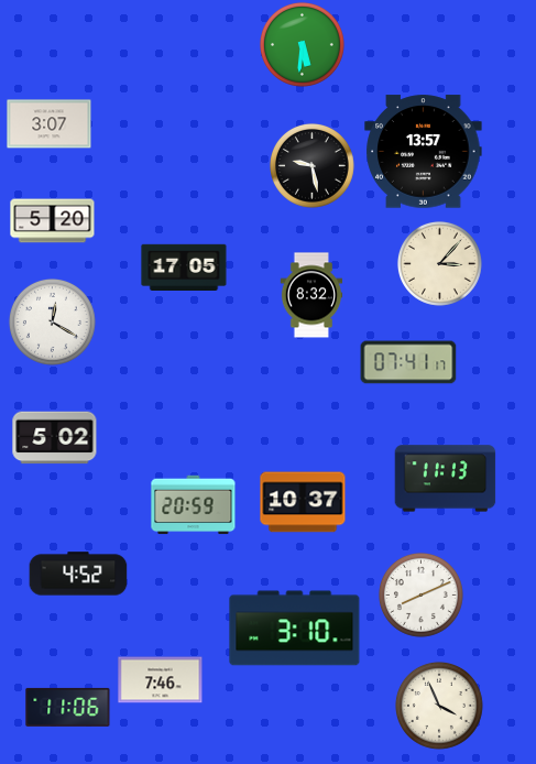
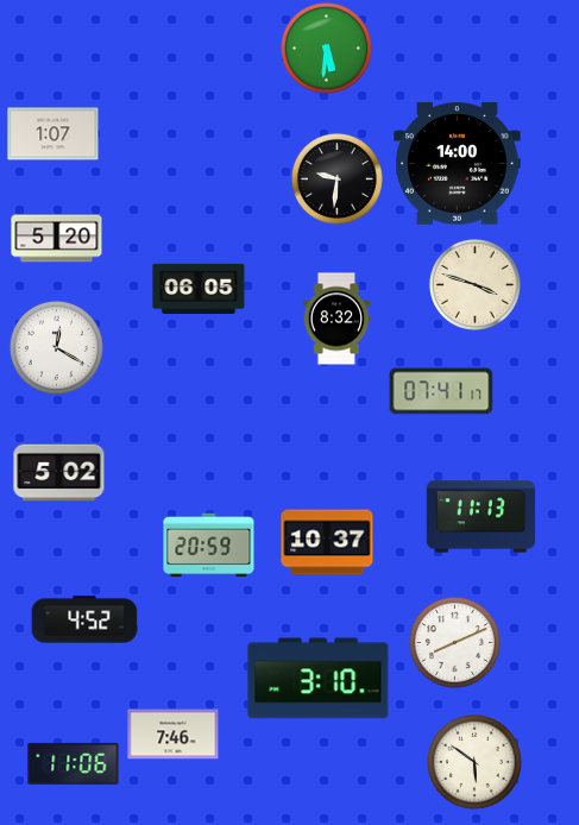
clock at (50, 124): 3:07 -> 1:07
clock at (424, 152): 13:57 -> 14:00
clock at (311, 165): 9:28 -> 9:31
clock at (439, 263): 3:07 -> 3:48
clock at (184, 266): 17:05 -> 06:05
clock at (439, 706): 3:56 -> 5:51
